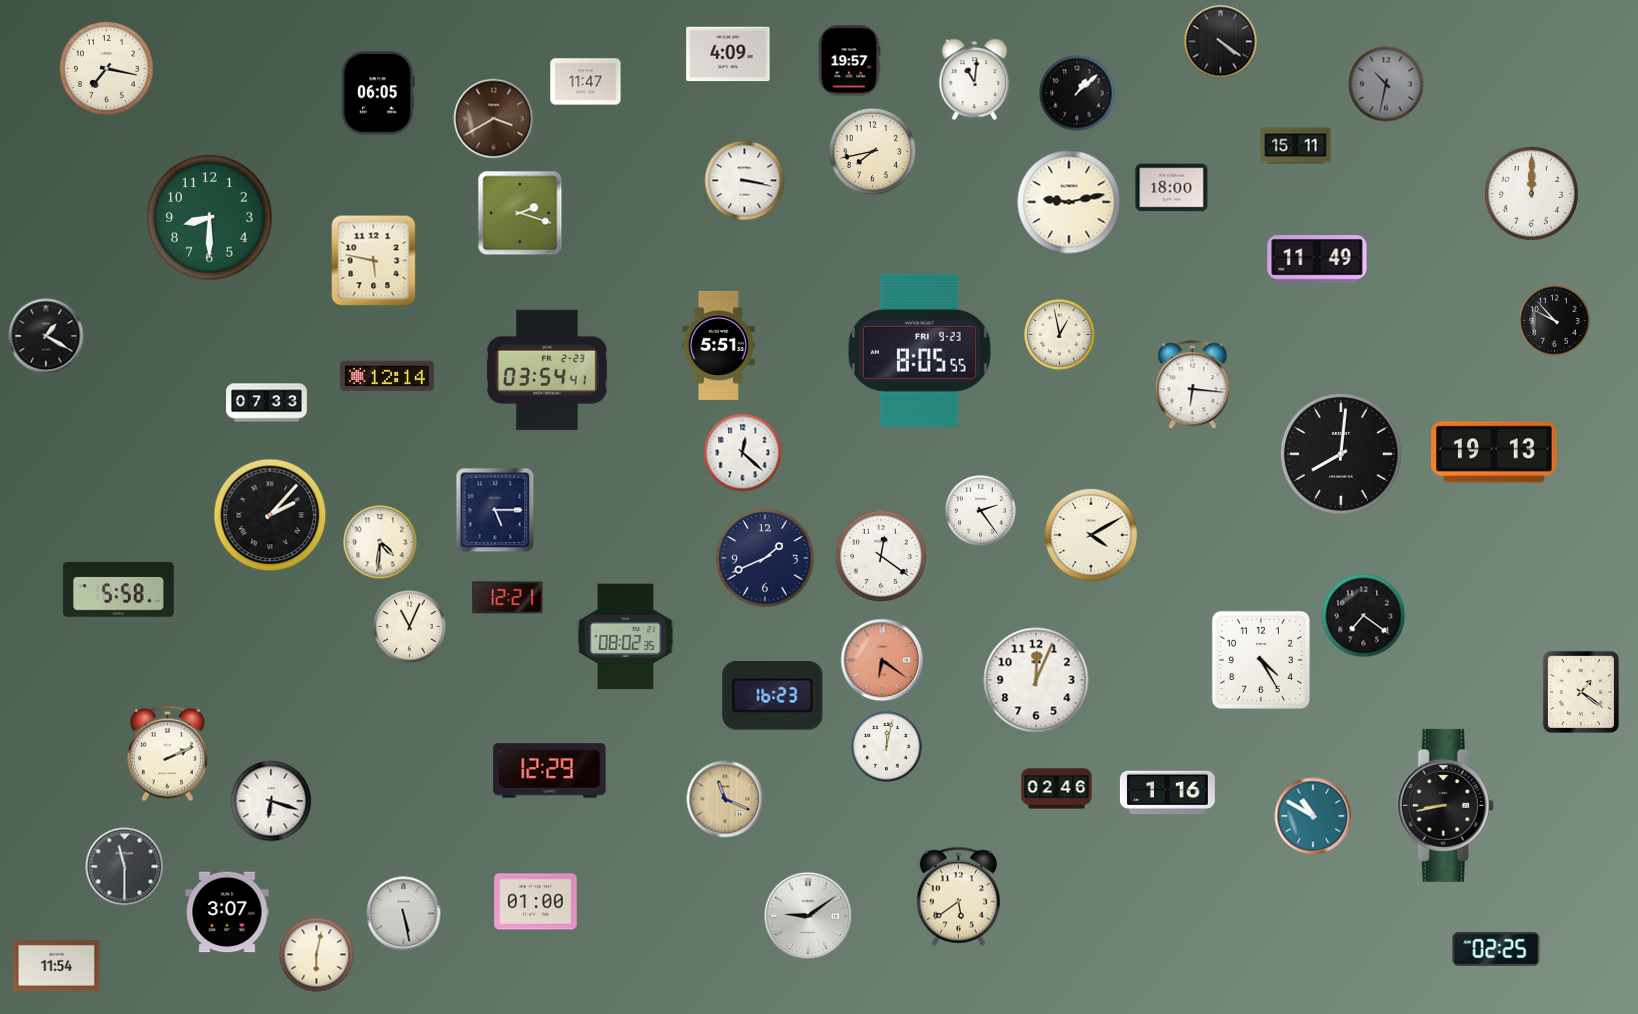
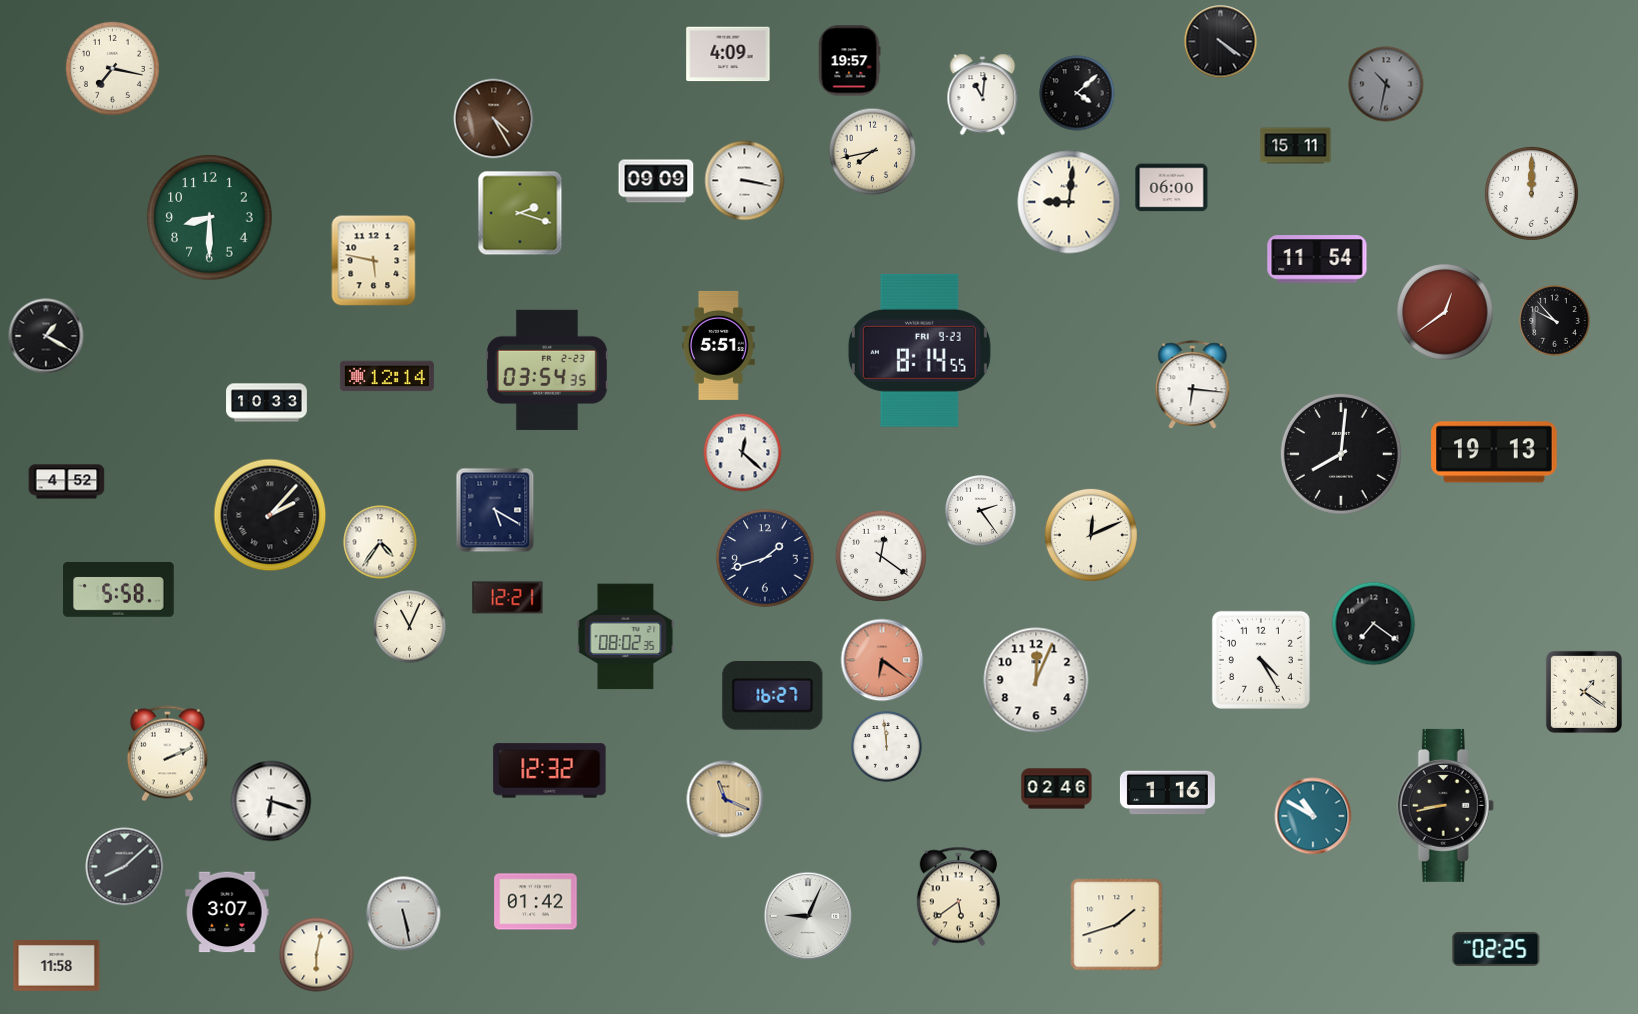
clock at (106, 68) position: (106, 68) -> (112, 68)
clock at (975, 80) position: (975, 80) -> (983, 95)
clock at (586, 82): 11:47 -> none
clock at (378, 93): 06:05 -> none
clock at (1077, 93): 1:08 -> 4:08
clock at (494, 119): 3:40 -> 4:25
clock at (656, 181): none -> 09:09
clock at (1172, 188): 18:00 -> 06:00
clock at (1069, 202): 9:13 -> 9:01
clock at (1317, 259): 11:49 -> 11:54
clock at (1445, 312): none -> 12:39
clock at (1060, 335): 12:58 -> none
clock at (919, 350): 8:05 -> 8:14
clock at (547, 370): 03:54:41 -> 03:54:35
clock at (267, 403): 07:33 -> 10:33
clock at (67, 482): none -> 4:52
clock at (495, 510): 5:15 -> 5:20
clock at (1091, 535): 4:10 -> 12:11
clock at (380, 542): 4:31 -> 4:36
clock at (765, 558): 1:41 -> 1:42
clock at (1364, 616) position: (1364, 616) -> (1374, 624)
clock at (1581, 692) position: (1581, 692) -> (1584, 692)
clock at (773, 696): 16:23 -> 16:27
clock at (887, 747): 12:02 -> 11:59
clock at (550, 771): 12:29 -> 12:32
clock at (125, 867): 11:30 -> 8:08
clock at (536, 902): 01:00 -> 01:42
clock at (808, 916): 9:09 -> 9:04
clock at (1117, 925): none -> 1:42
clock at (57, 966): 11:54 -> 11:58
